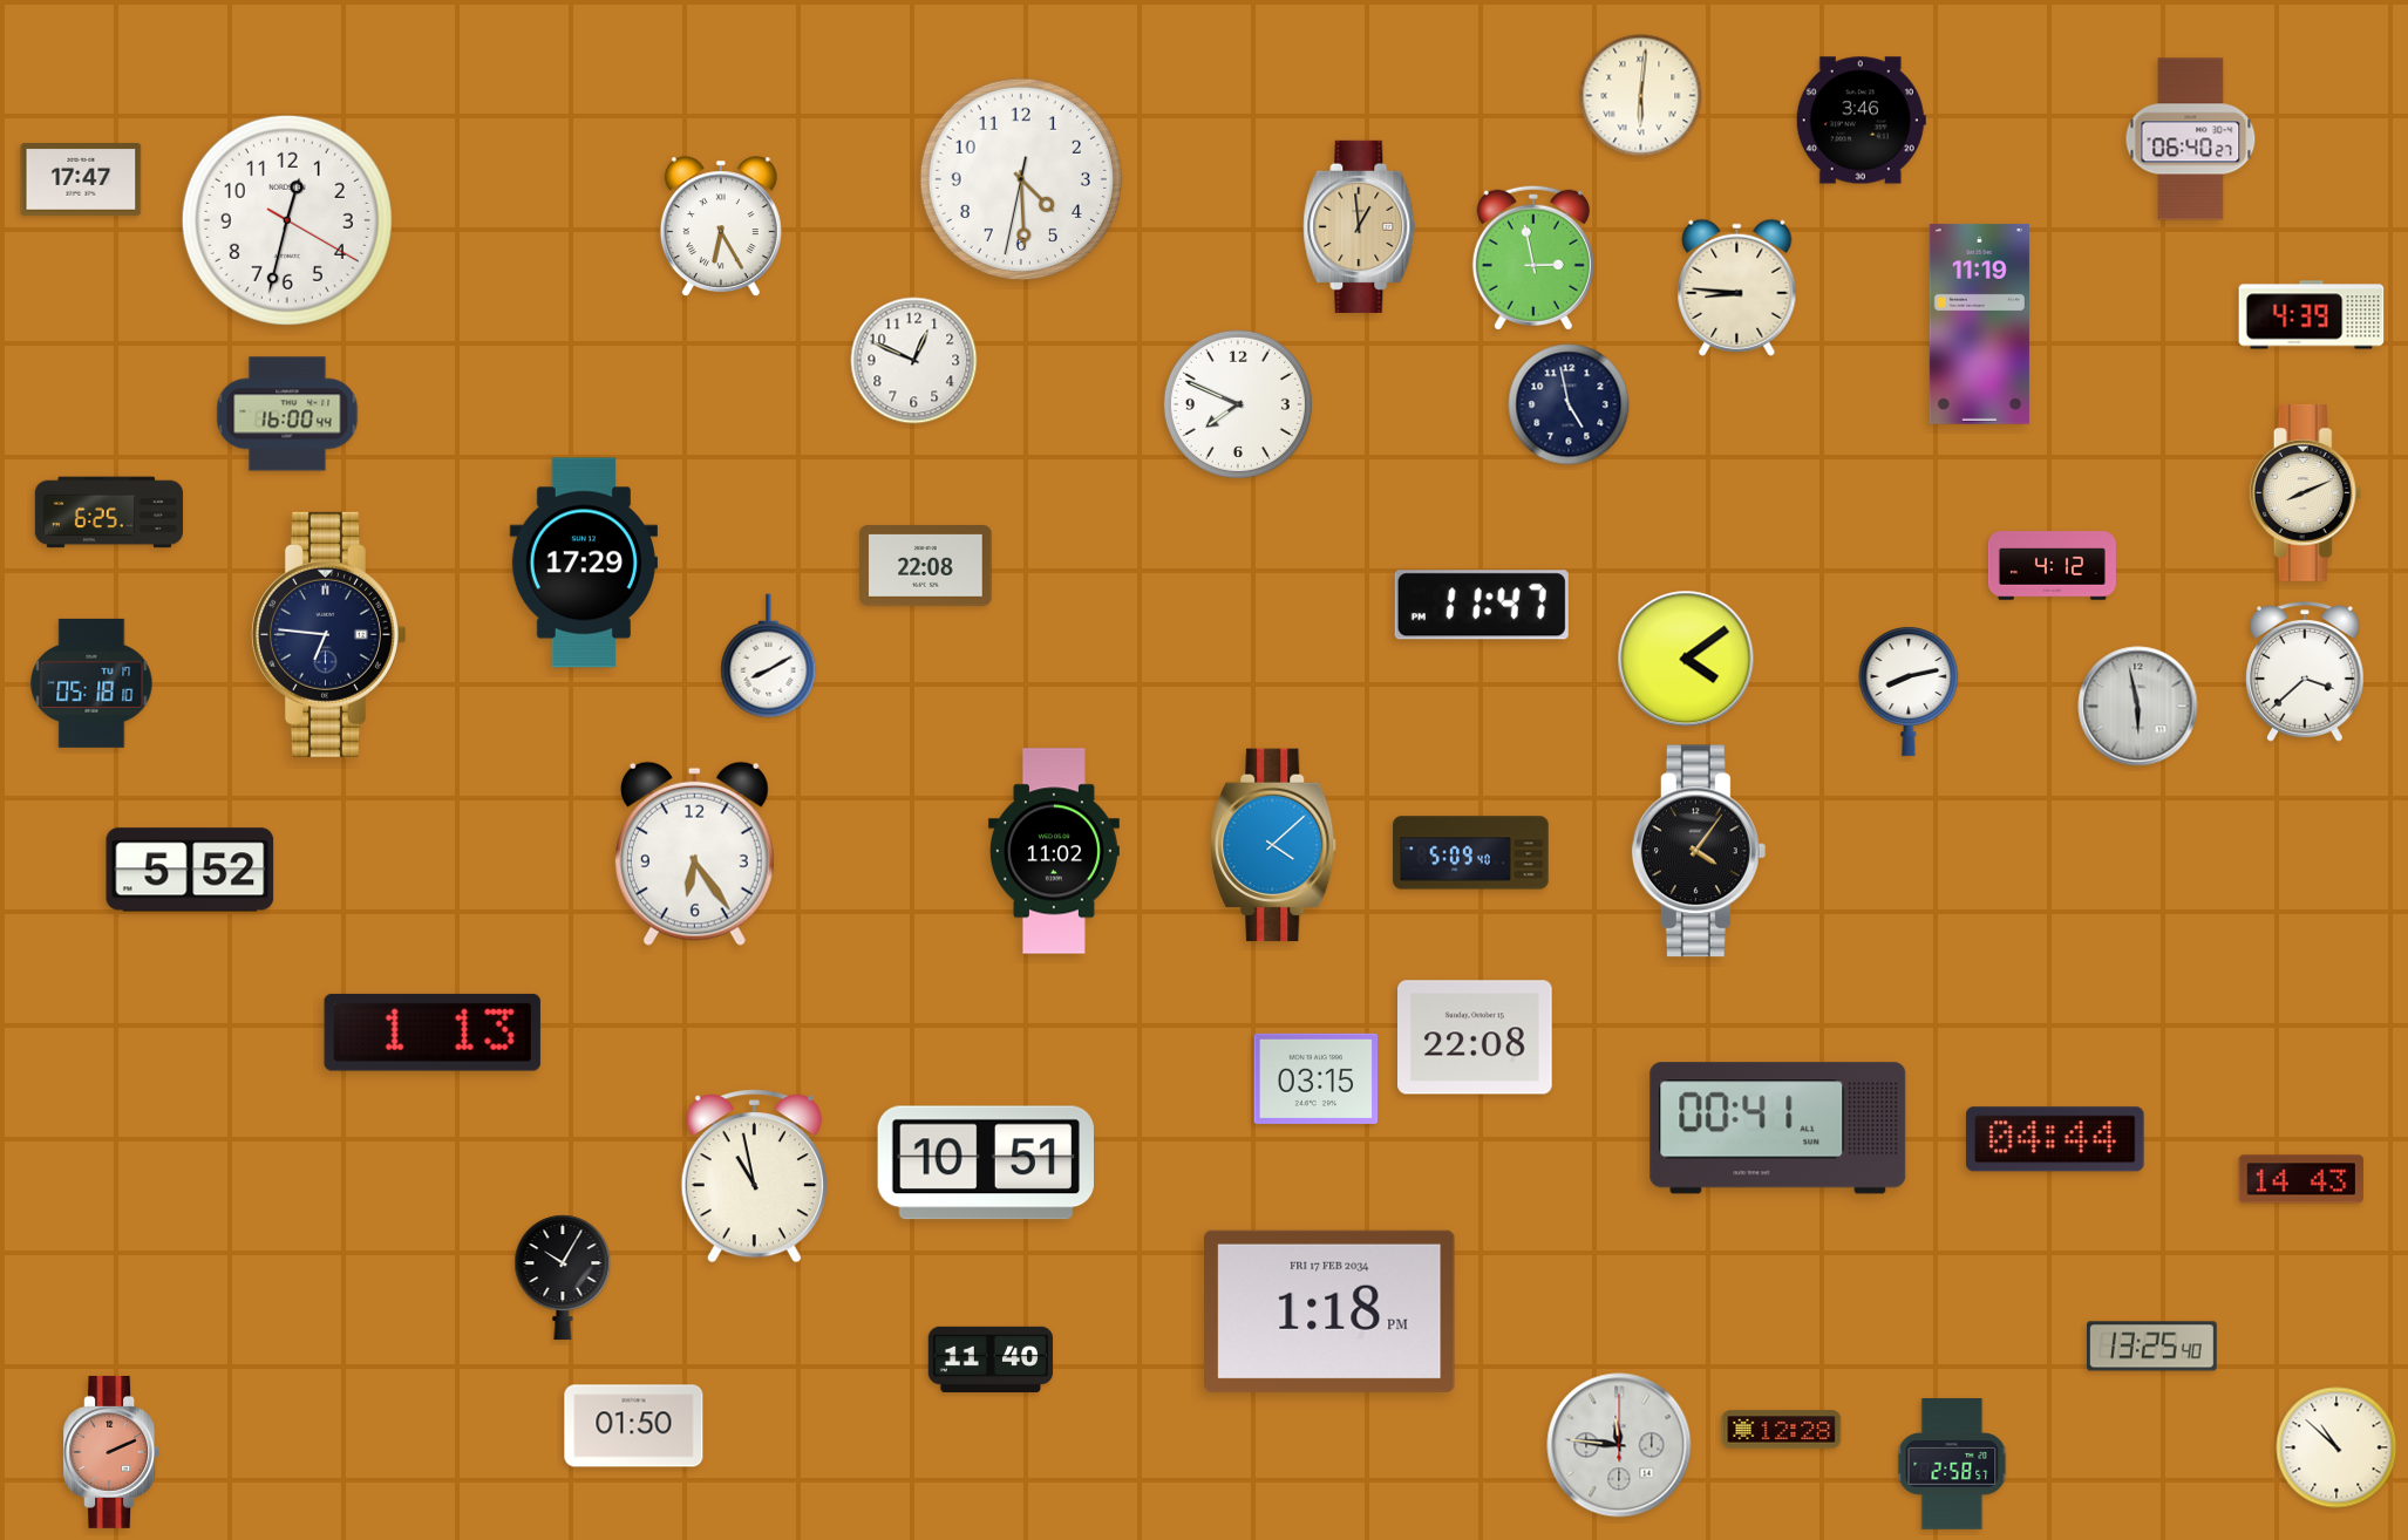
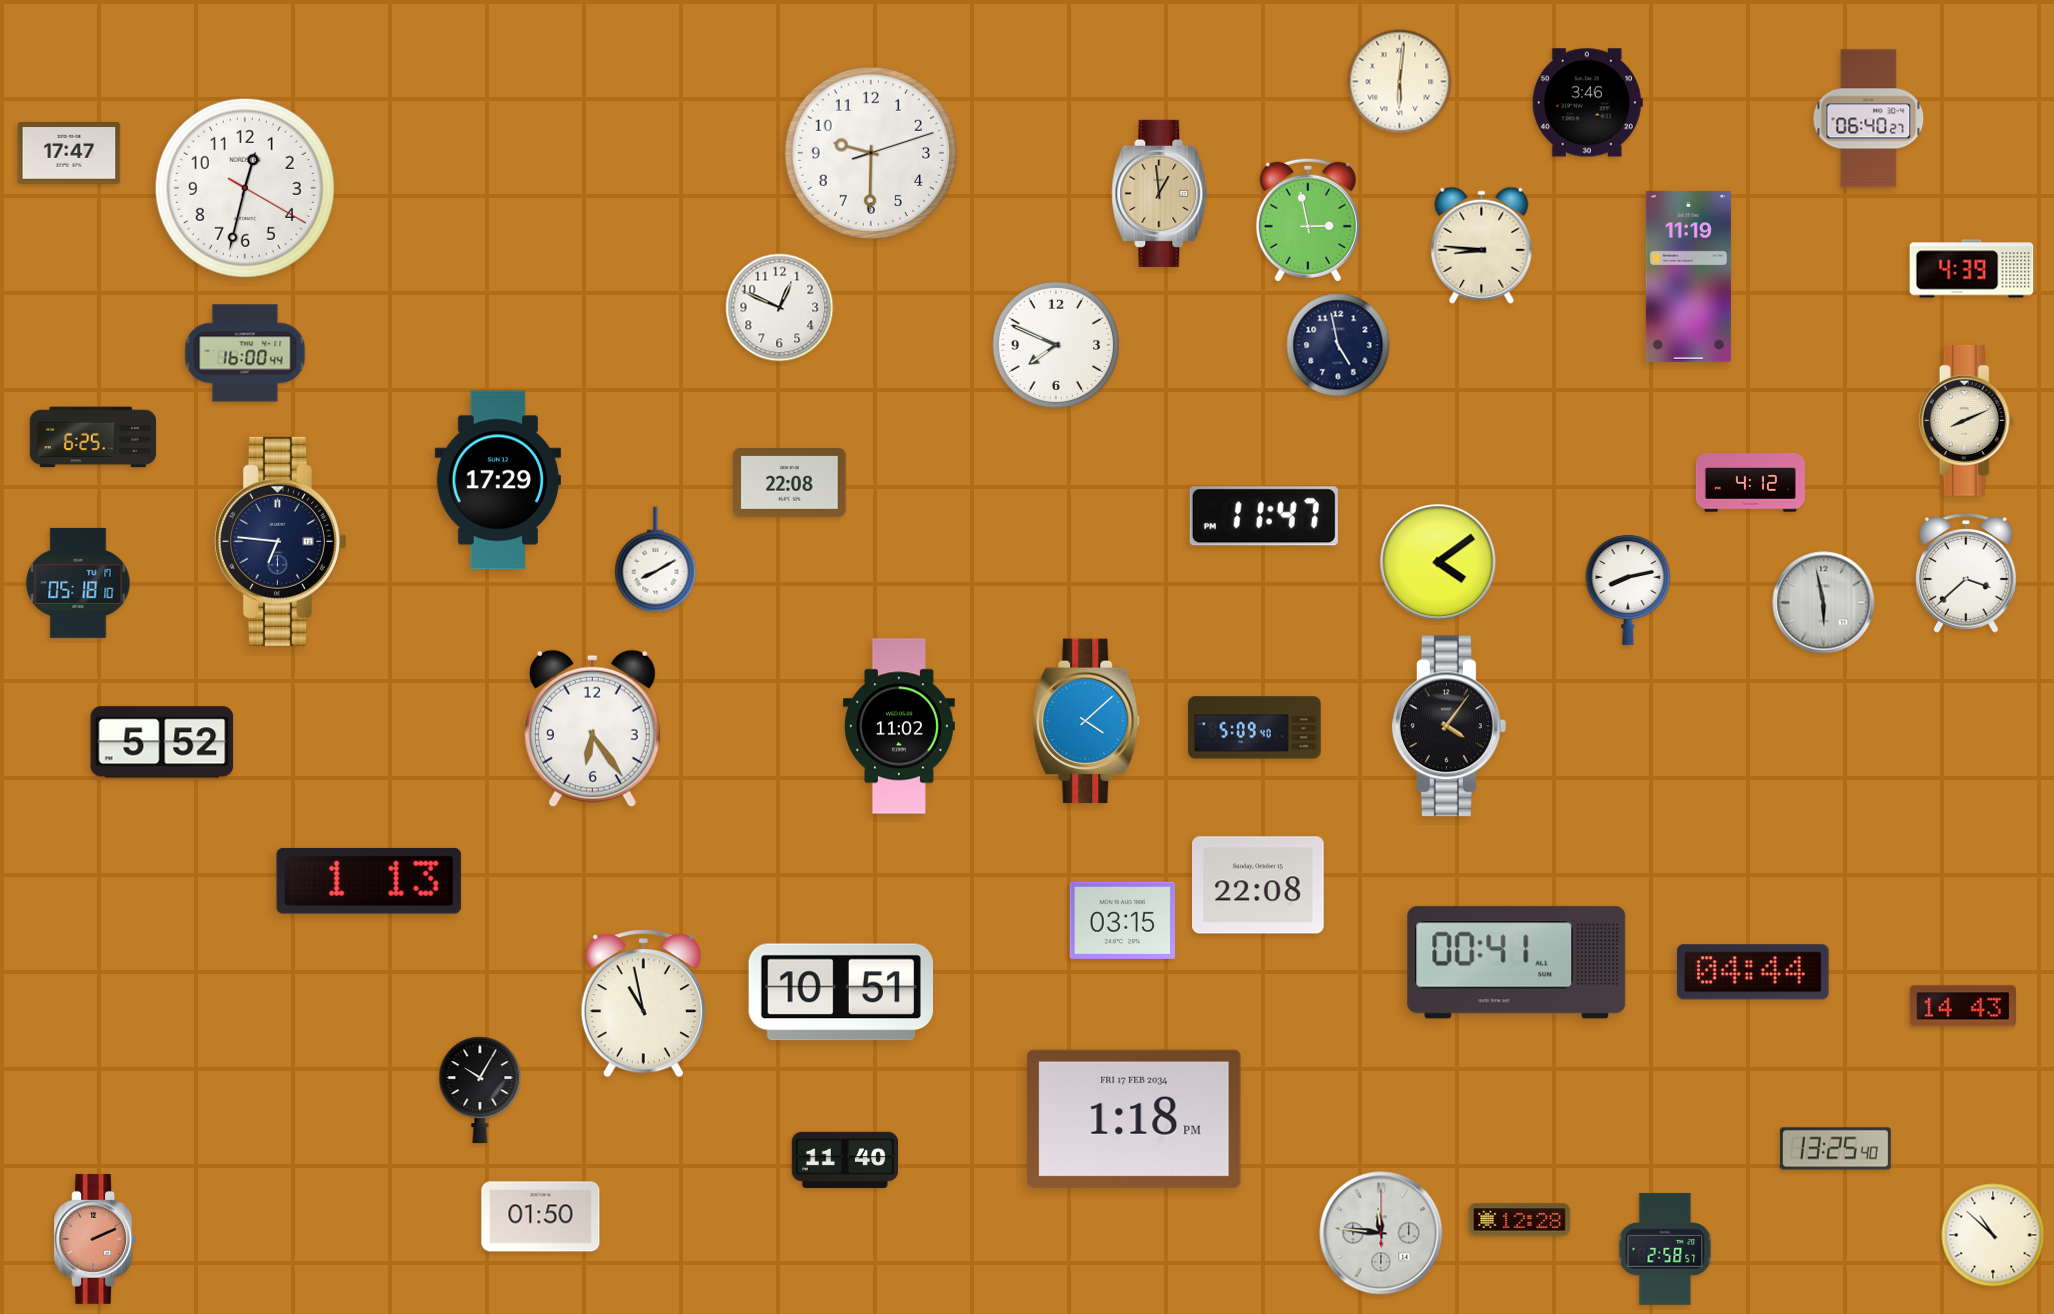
clock at (1020, 178): 4:29 -> 9:30
clock at (721, 227): 6:25 -> none
